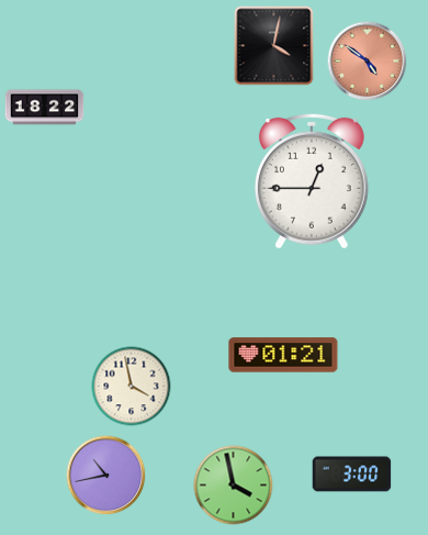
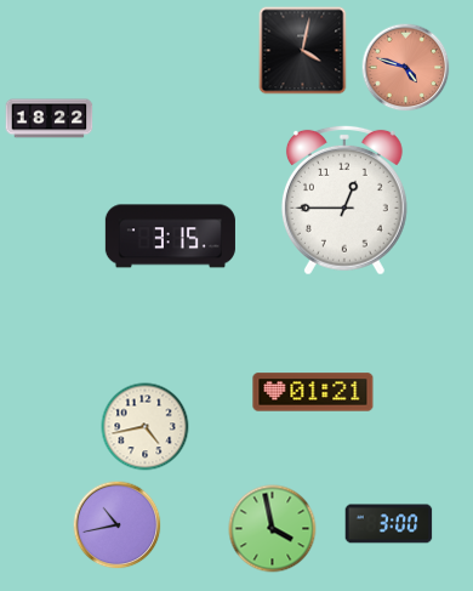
clock at (368, 62): 4:51 -> 4:48
clock at (170, 237): none -> 3:15
clock at (132, 387): 3:58 -> 4:43
clock at (234, 486) position: (234, 486) -> (273, 529)
